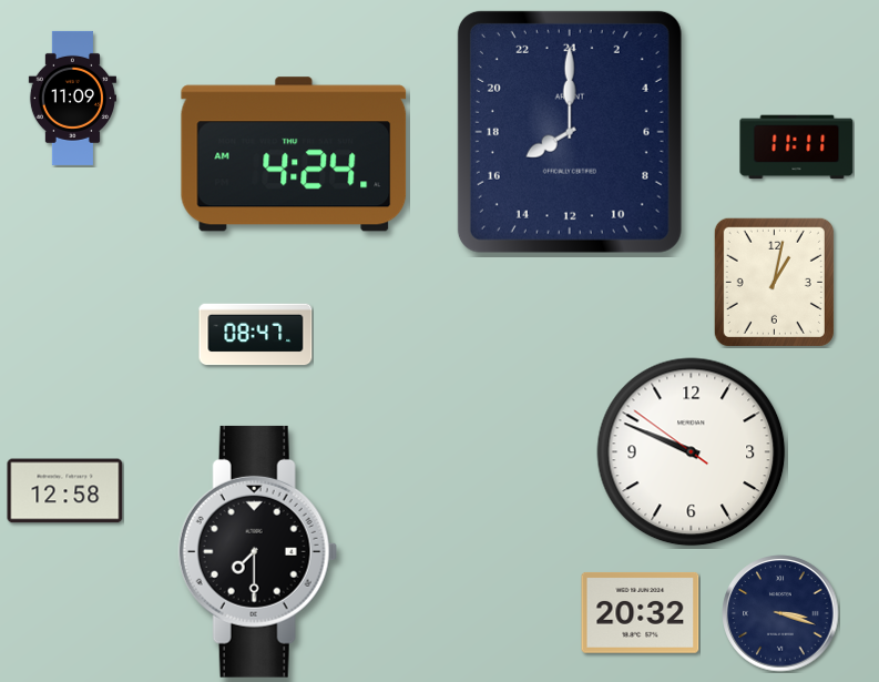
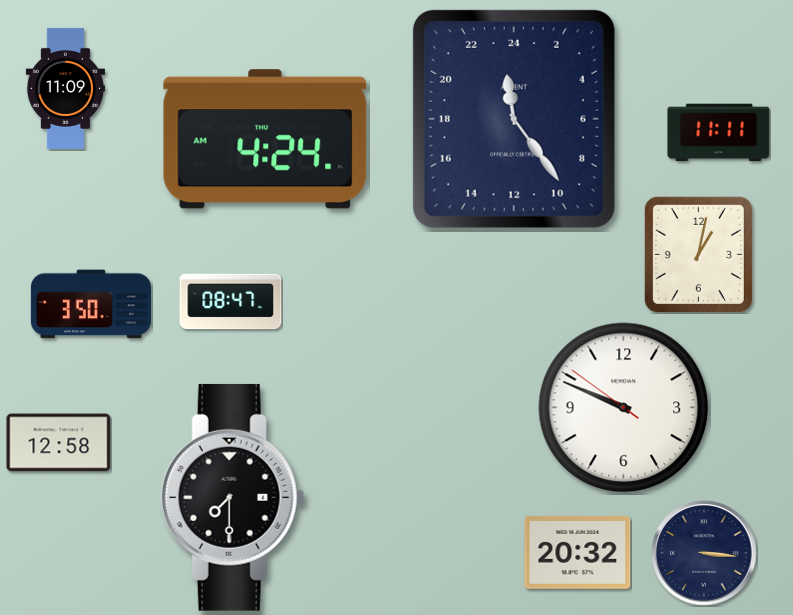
clock at (570, 132): 16:00 -> 23:24
clock at (91, 304): none -> 3:50
clock at (780, 613): 3:18 -> 3:16
